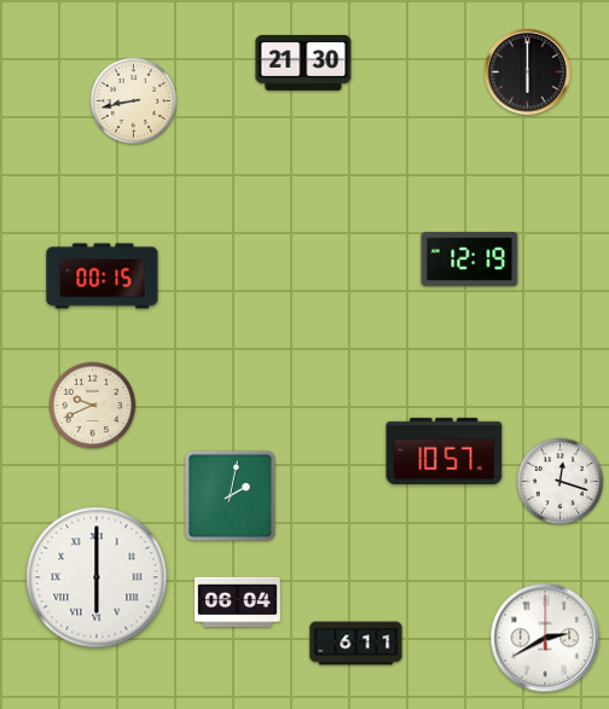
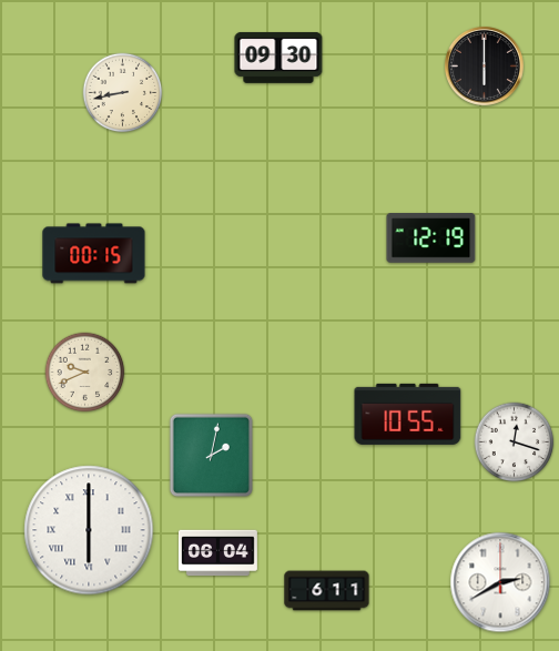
clock at (303, 63): 21:30 -> 09:30
clock at (445, 451): 10:57 -> 10:55
clock at (545, 638) position: (545, 638) -> (500, 582)
